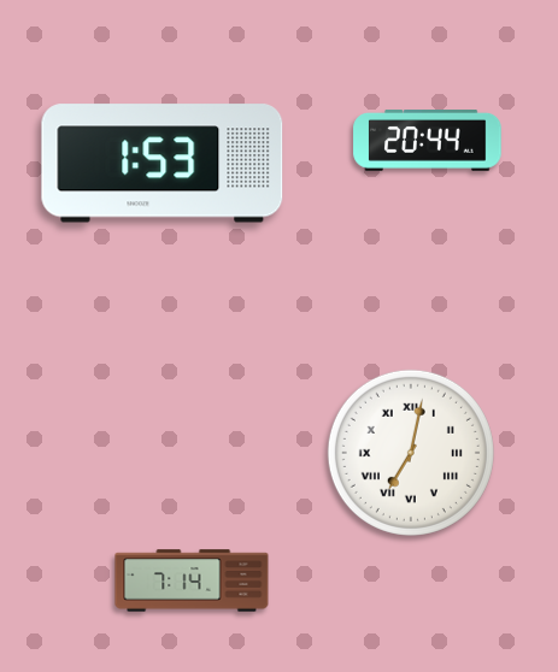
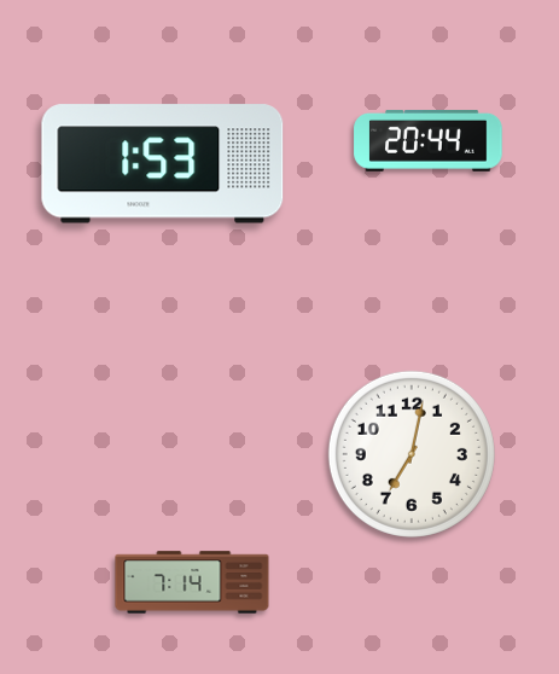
clock at (411, 453) numerals: Roman -> Arabic
